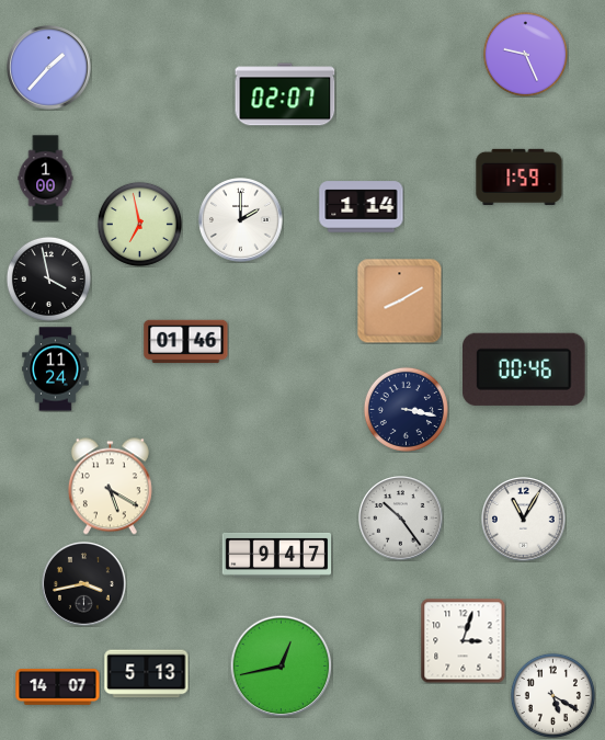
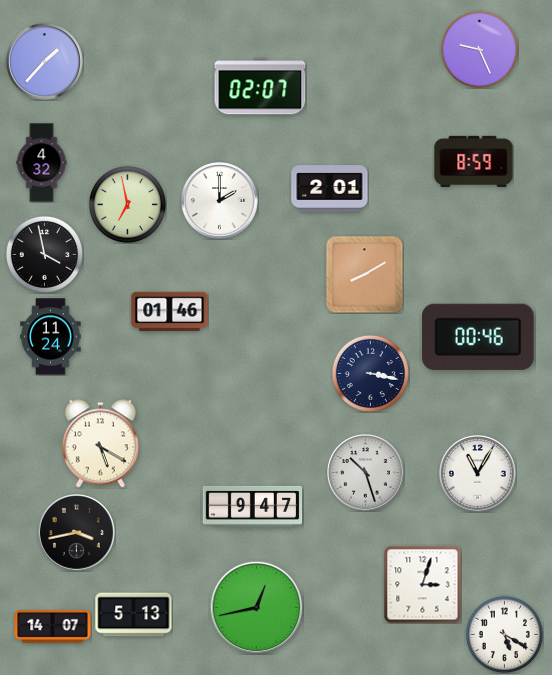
clock at (520, 177): 1:59 -> 8:59
clock at (46, 179): 1:00 -> 4:32
clock at (362, 207): 1:14 -> 2:01
clock at (401, 519): 10:24 -> 10:27
